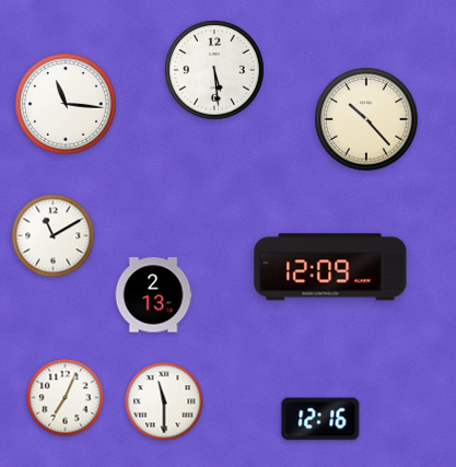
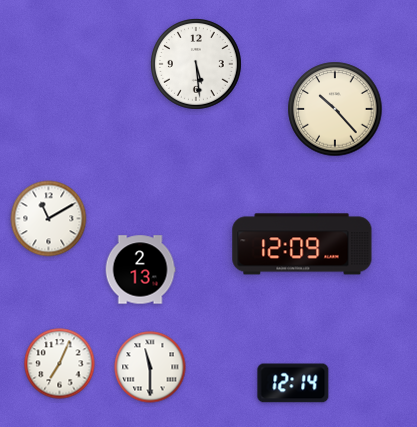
clock at (66, 104): 11:16 -> none
clock at (54, 236) position: (54, 236) -> (49, 219)
clock at (320, 419): 12:16 -> 12:14
